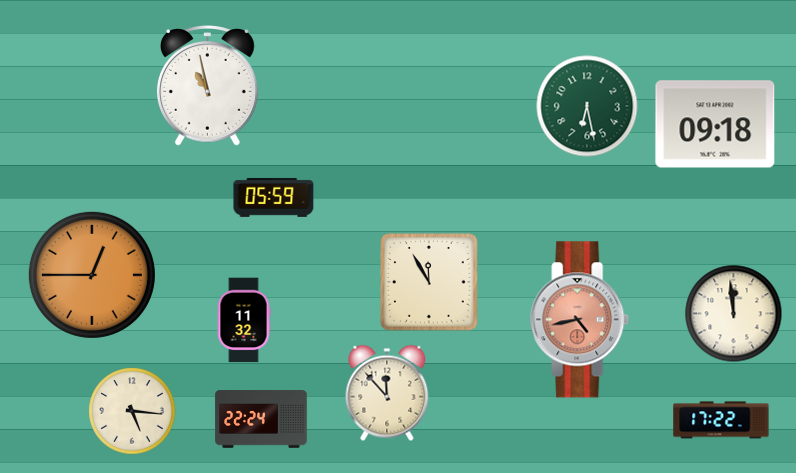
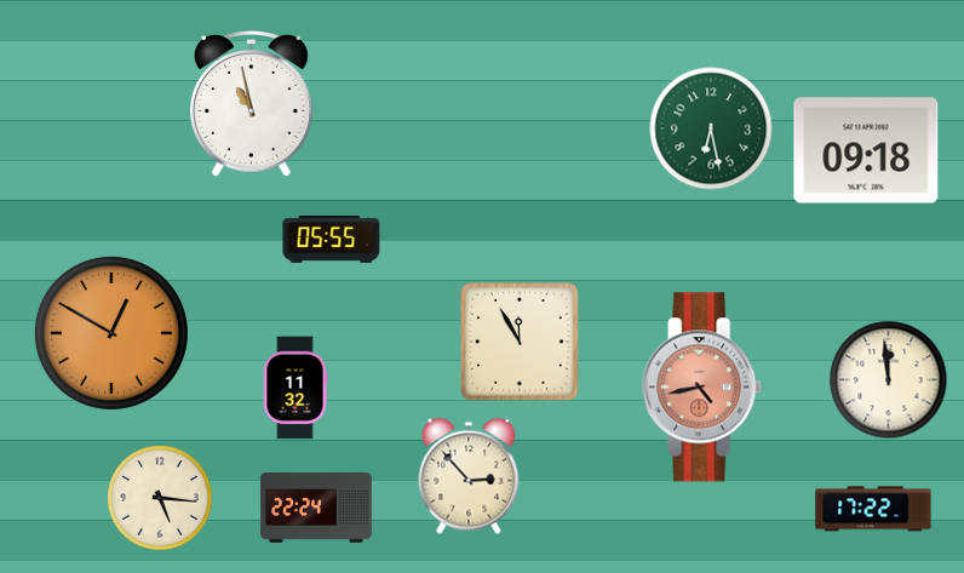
clock at (274, 198): 05:59 -> 05:55
clock at (92, 275): 12:45 -> 12:50
clock at (387, 393): 11:53 -> 2:53
